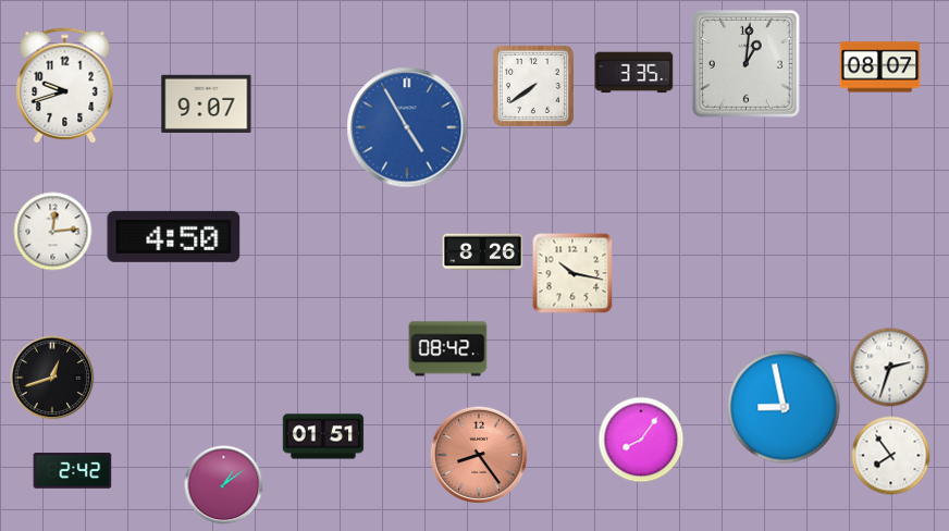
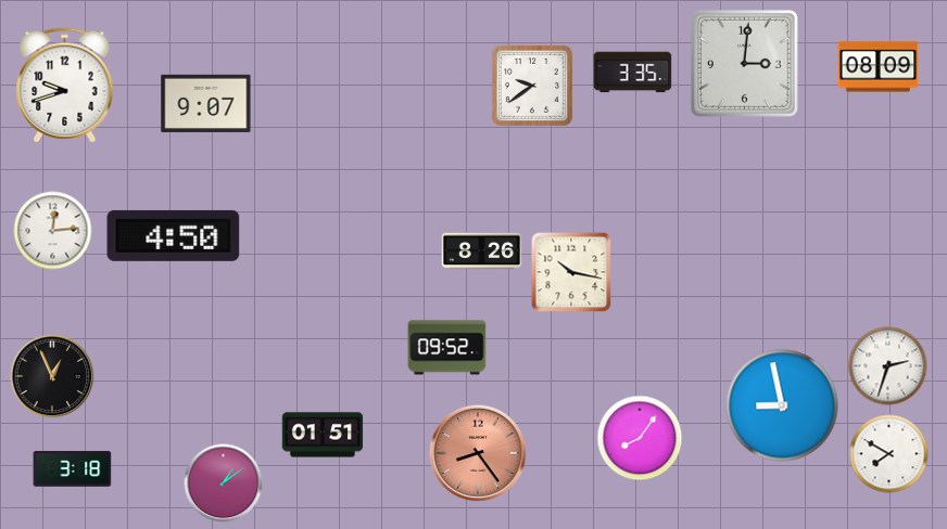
clock at (745, 63): 1:01 -> 3:01
clock at (880, 67): 08:07 -> 08:09
clock at (533, 86): 7:39 -> 9:39
clock at (407, 127): 4:55 -> none
clock at (448, 349): 08:42 -> 09:52
clock at (52, 378): 12:42 -> 12:56
clock at (891, 456): 7:54 -> 7:50
clock at (73, 471): 2:42 -> 3:18
